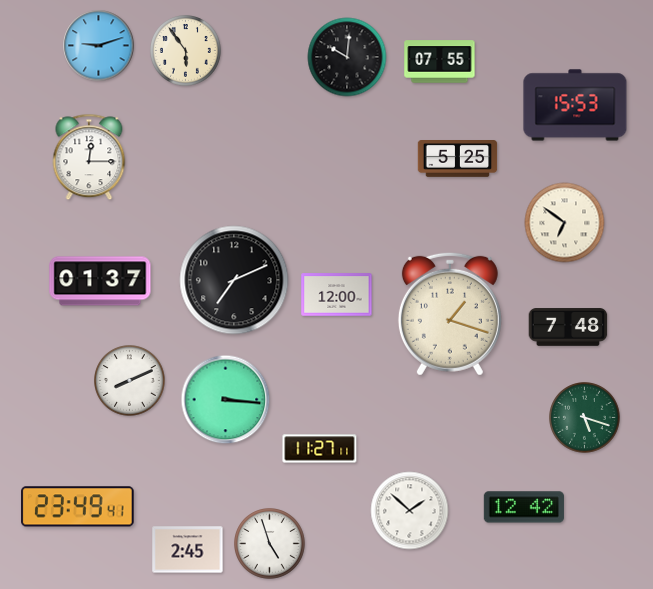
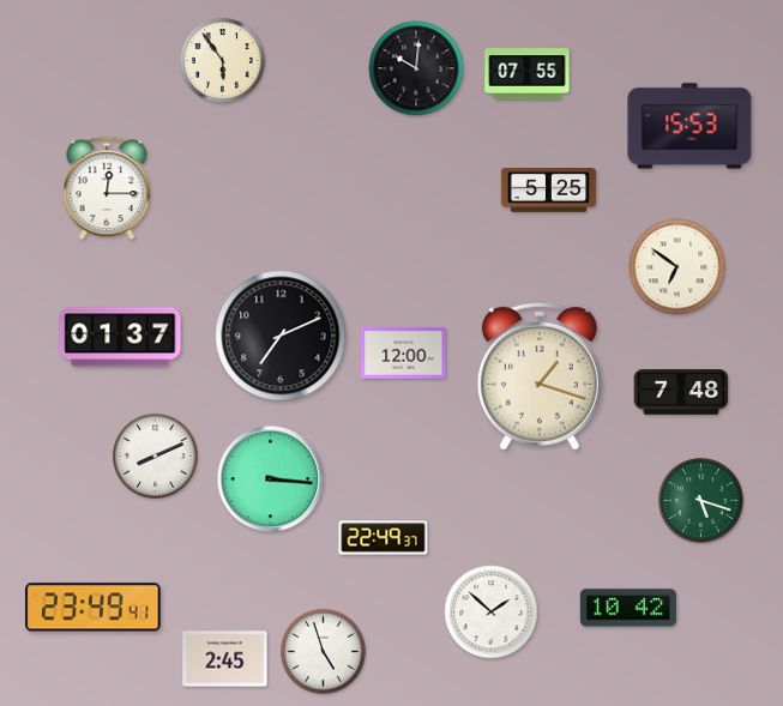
clock at (99, 46): 9:12 -> none
clock at (320, 449): 11:27 -> 22:49
clock at (524, 507): 12:42 -> 10:42
